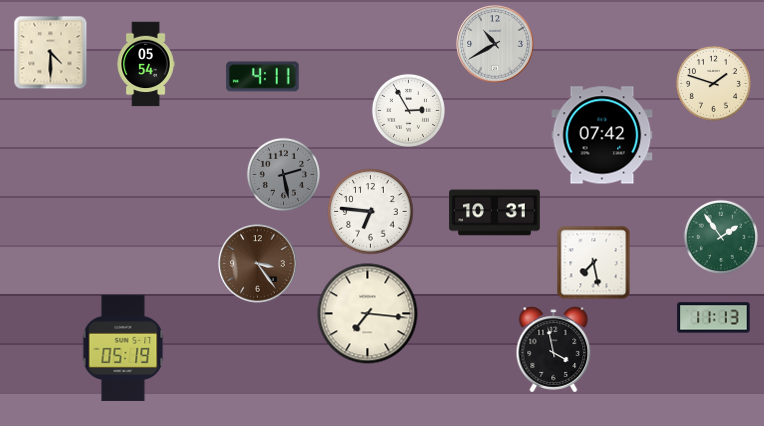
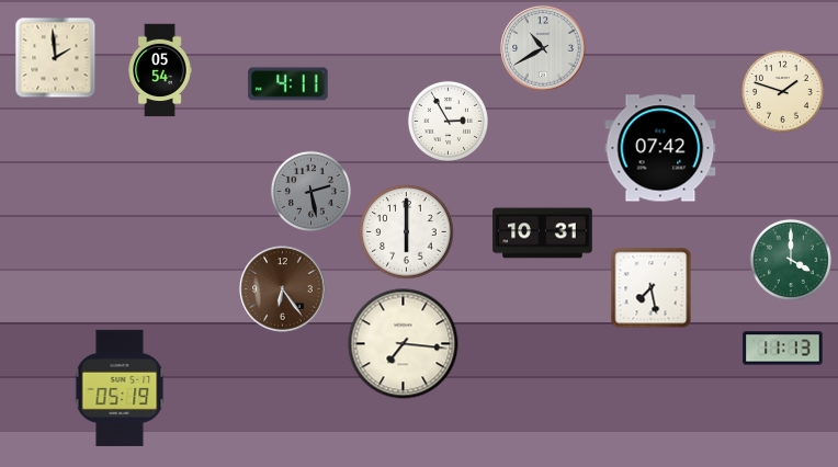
clock at (51, 53): 4:30 -> 1:59
clock at (371, 212): 6:46 -> 6:00
clock at (721, 237): 1:54 -> 4:00
clock at (258, 264): 3:24 -> 6:24
clock at (123, 348) position: (123, 348) -> (120, 388)
clock at (554, 350): 3:58 -> none
